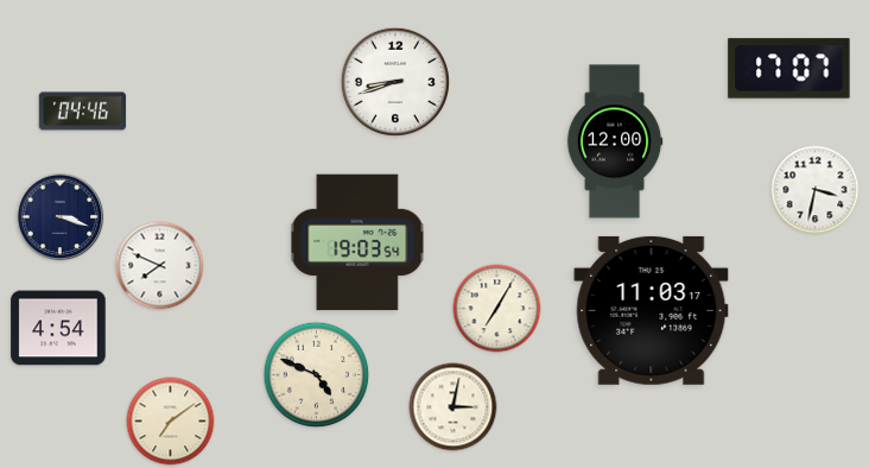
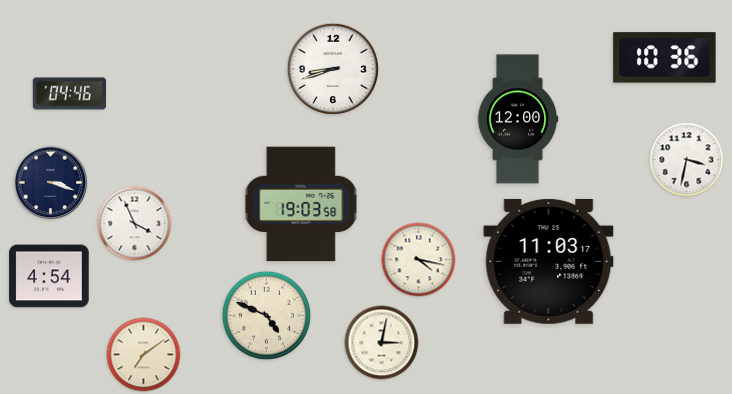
clock at (789, 69): 17:07 -> 10:36
clock at (357, 242): 19:03:54 -> 19:03:58
clock at (160, 266): 7:49 -> 3:56
clock at (497, 309): 7:05 -> 4:17
